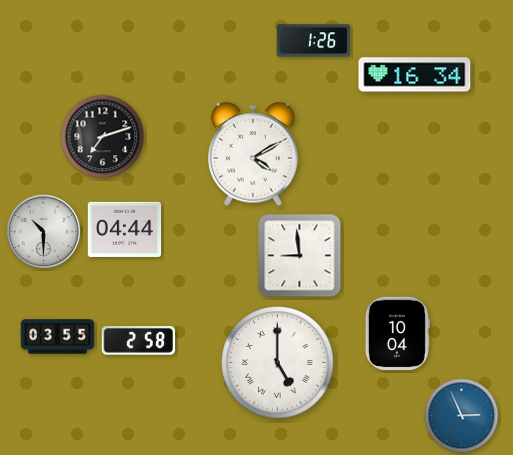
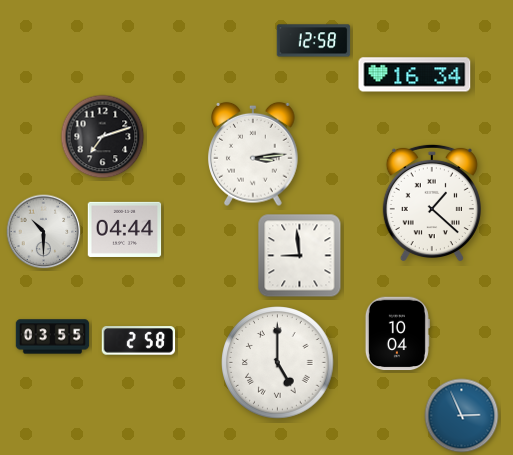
clock at (314, 41): 1:26 -> 12:58
clock at (253, 154): 4:10 -> 3:14
clock at (432, 203): none -> 1:22
clock at (58, 337) position: (58, 337) -> (53, 337)
